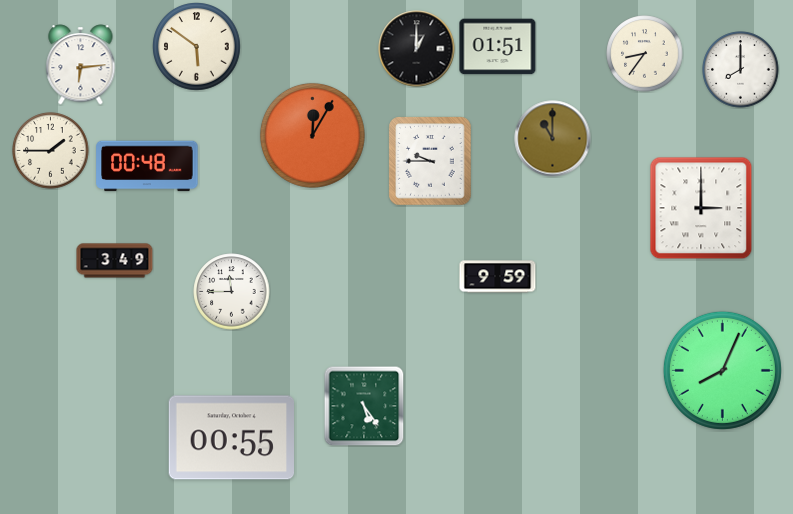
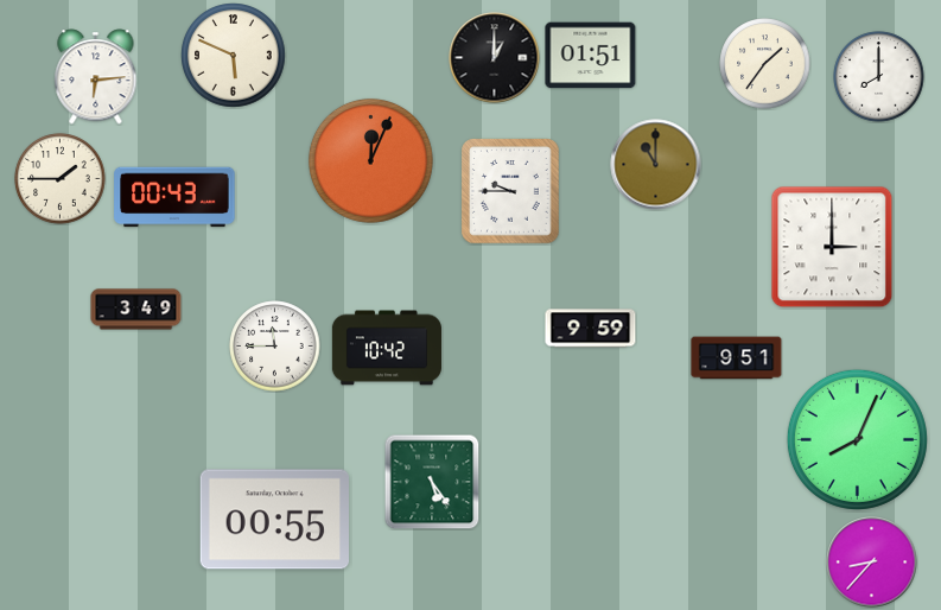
clock at (197, 47): 5:51 -> 5:49
clock at (645, 54): 8:36 -> 1:36
clock at (741, 70) position: (741, 70) -> (879, 77)
clock at (312, 135): 12:05 -> 12:04
clock at (147, 166): 00:48 -> 00:43
clock at (387, 348): none -> 10:42
clock at (737, 358): none -> 9:51
clock at (872, 563): none -> 8:37
